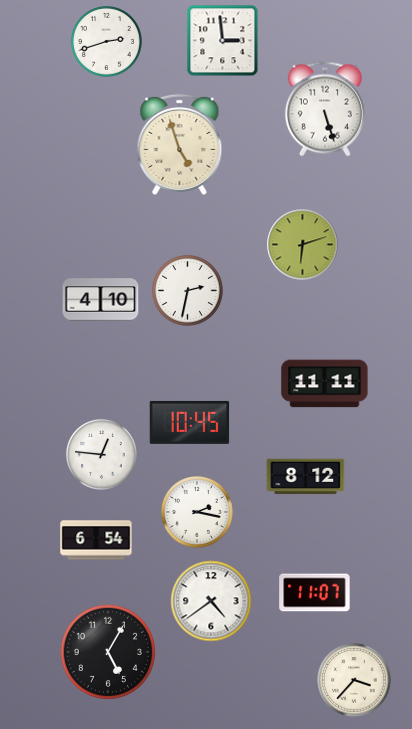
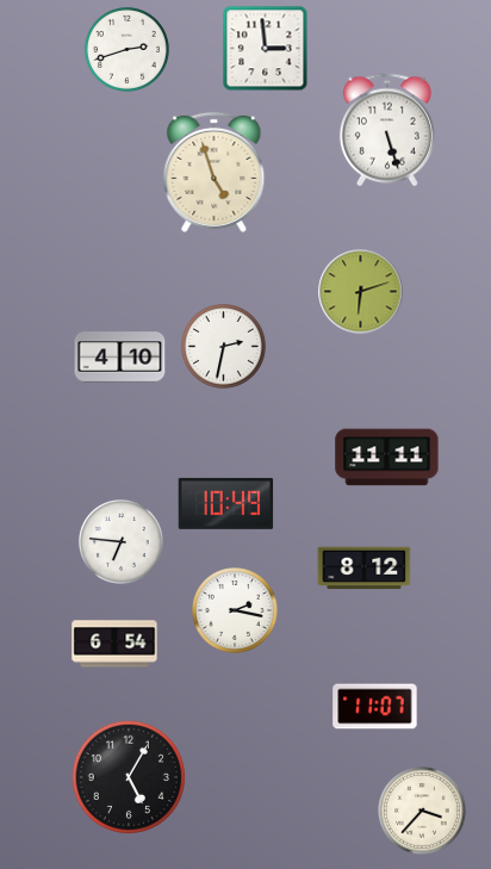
clock at (190, 422): 10:45 -> 10:49
clock at (101, 454): 12:46 -> 6:46
clock at (211, 601): 4:39 -> none
